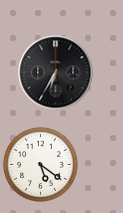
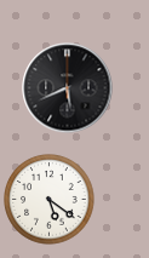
clock at (56, 73): 6:35 -> 5:41
